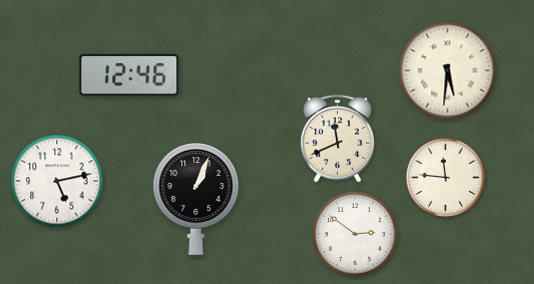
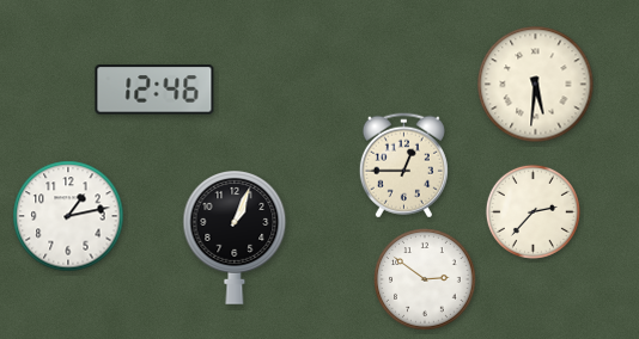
clock at (337, 139): 11:41 -> 12:45
clock at (445, 177): 11:46 -> 2:37
clock at (57, 181): 5:13 -> 1:13
